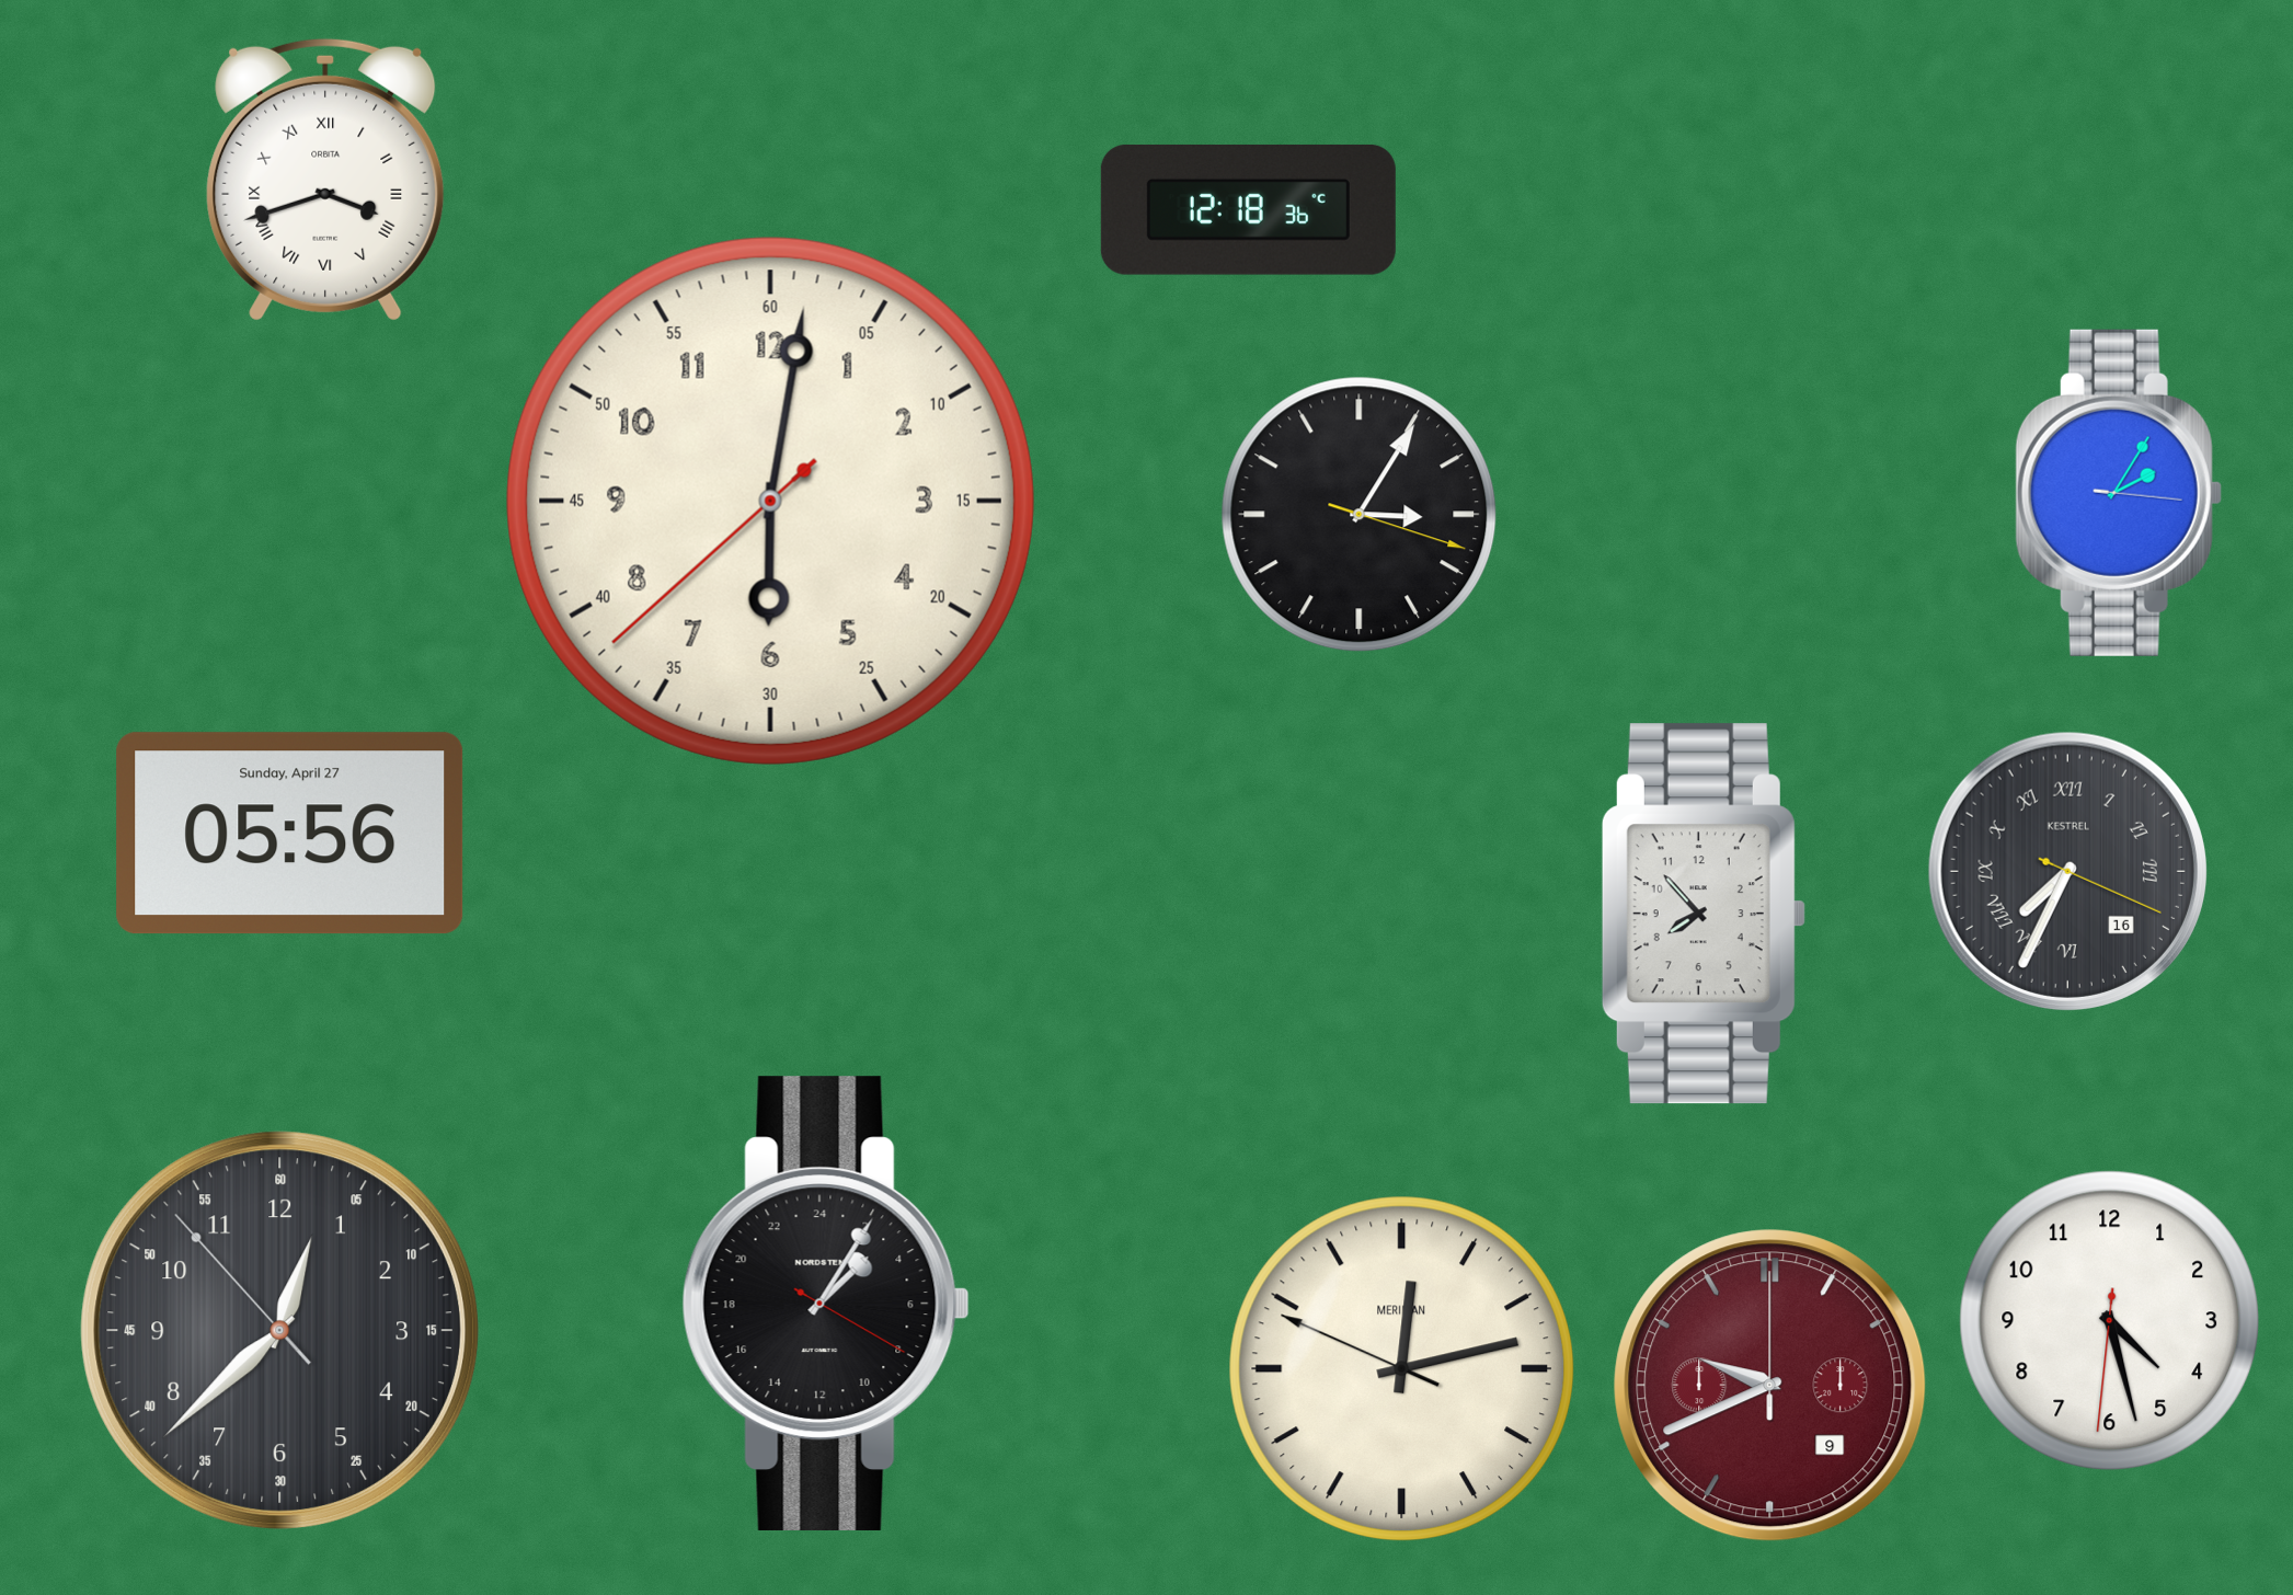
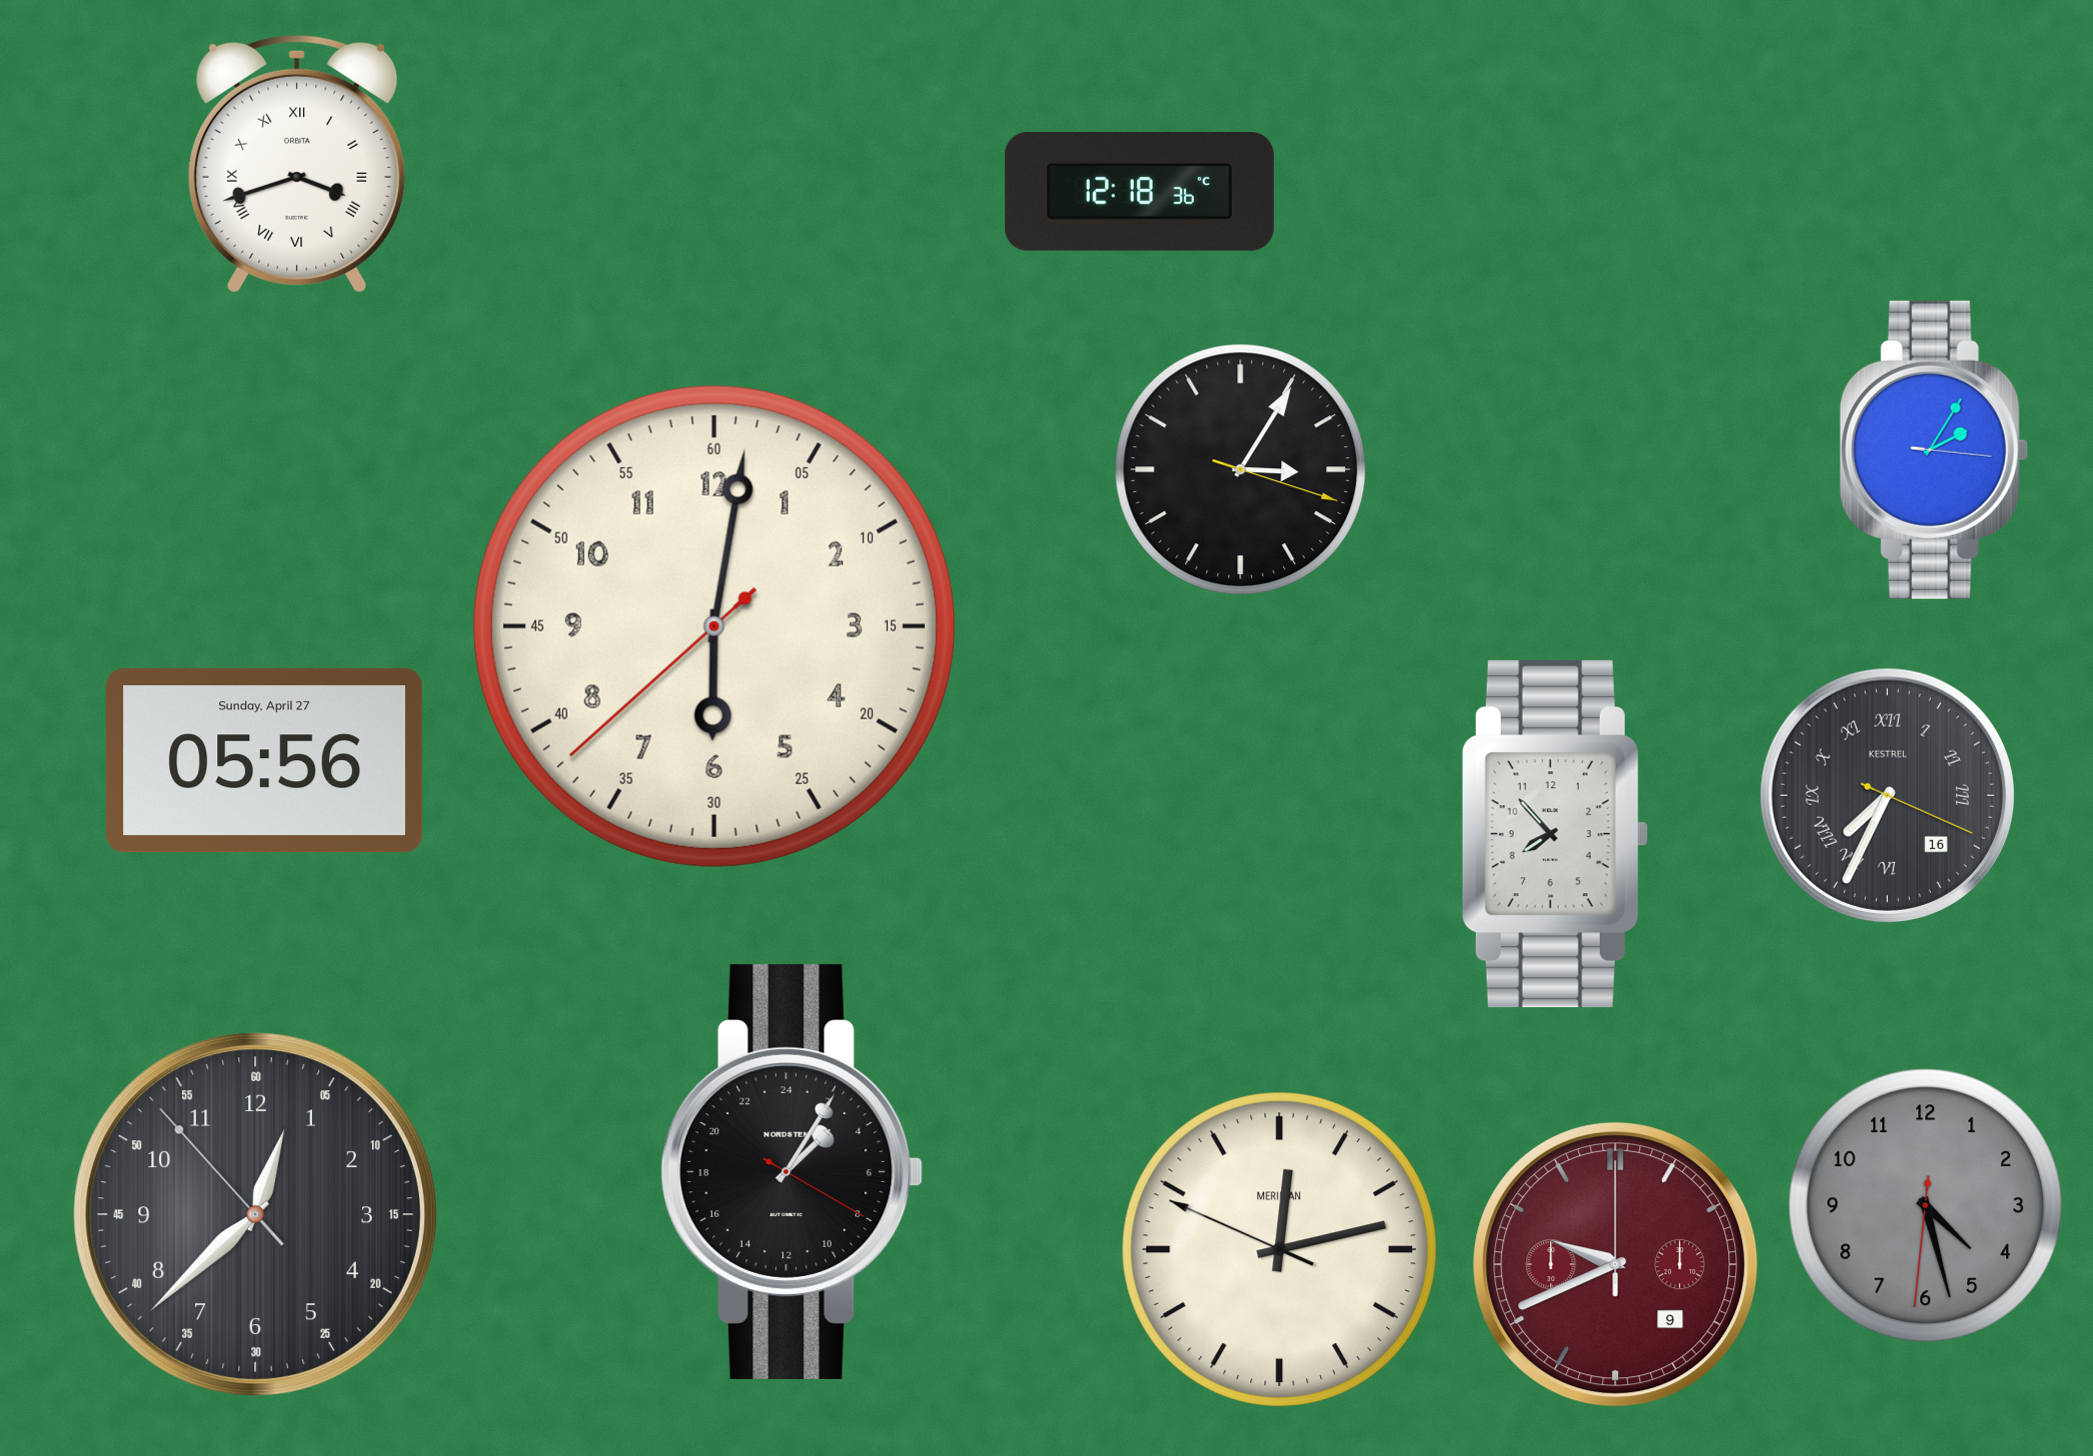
clock at (770, 501) position: (770, 501) -> (714, 626)
clock at (826, 1304) position: (826, 1304) -> (792, 1172)
clock at (2110, 1321) dial: white -> grey
